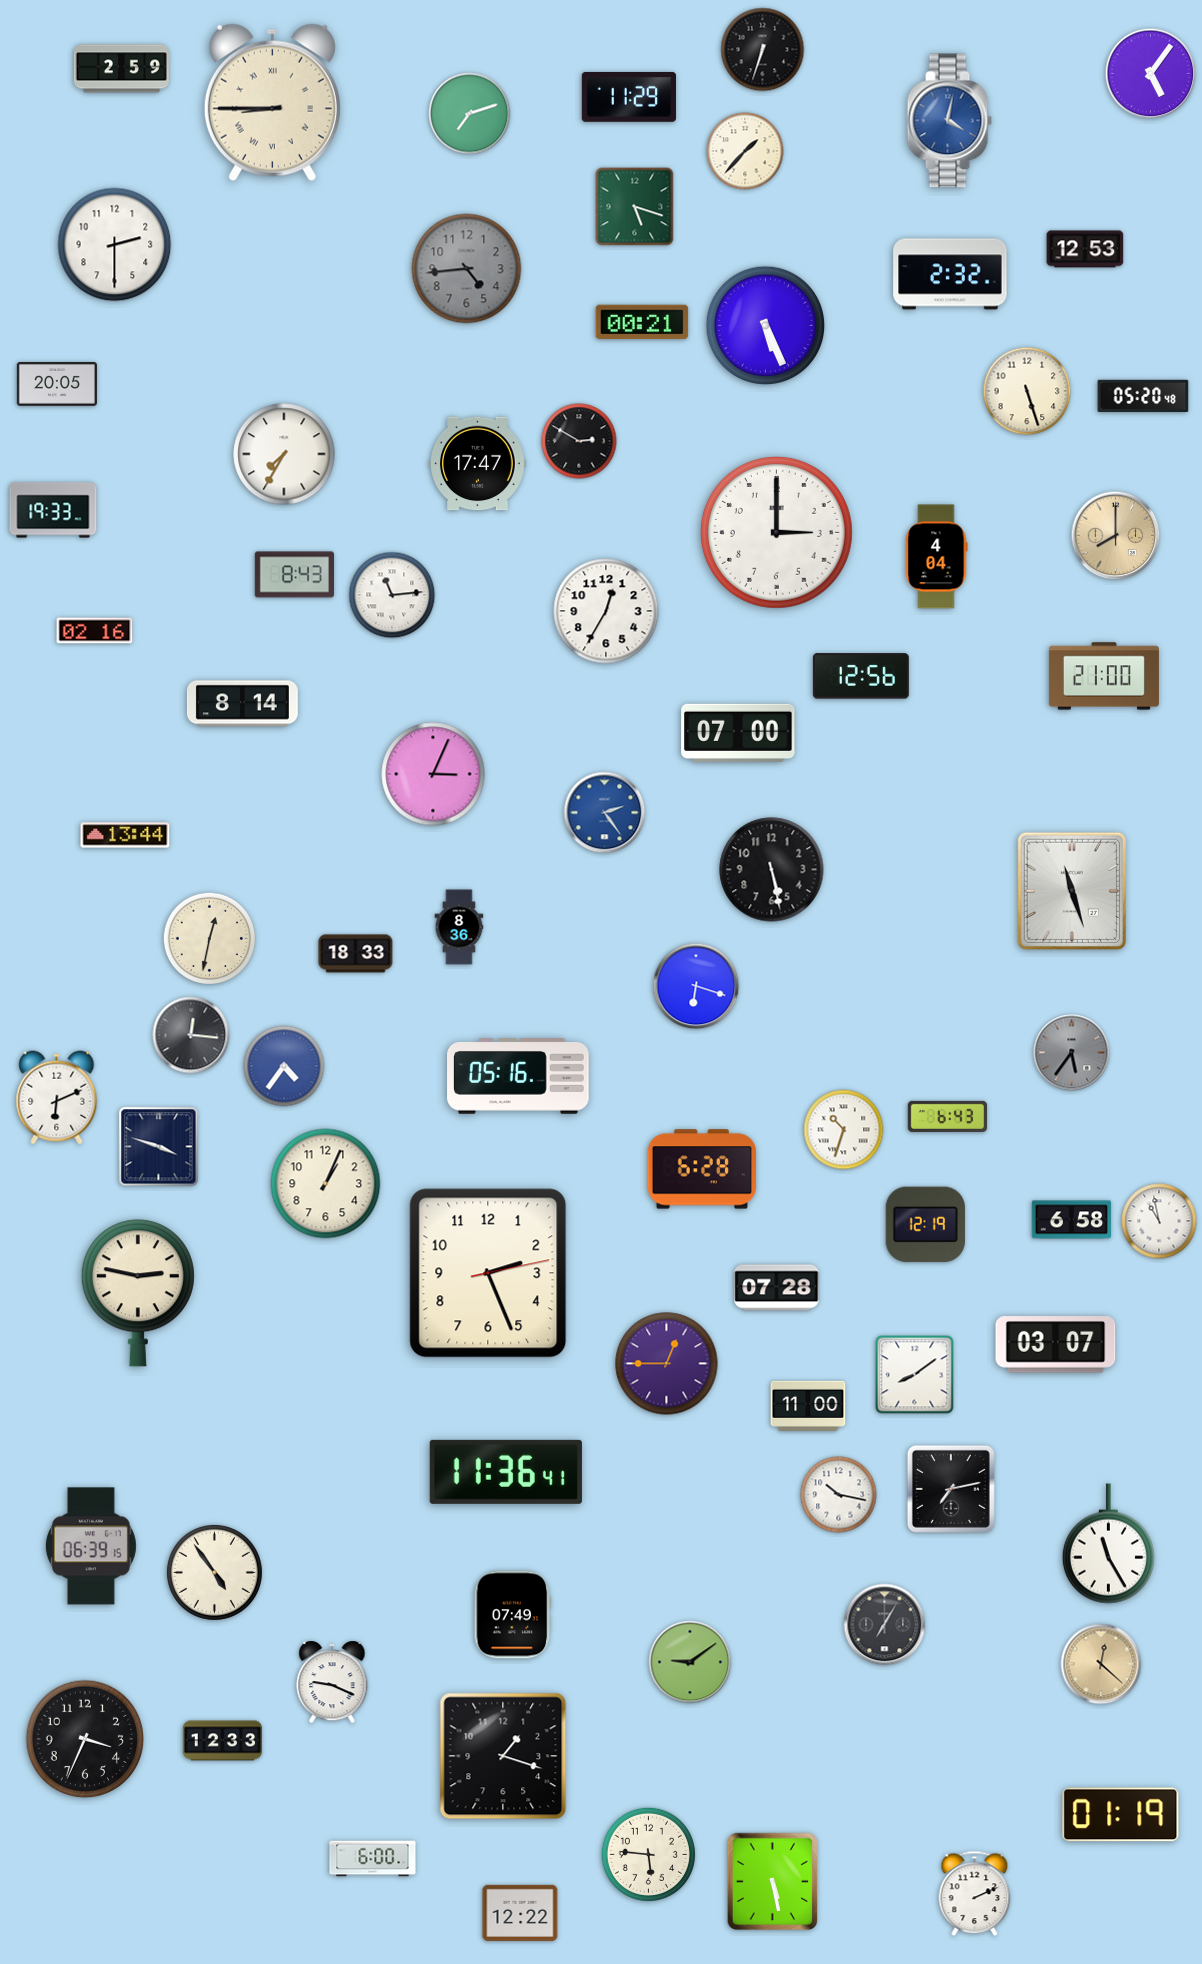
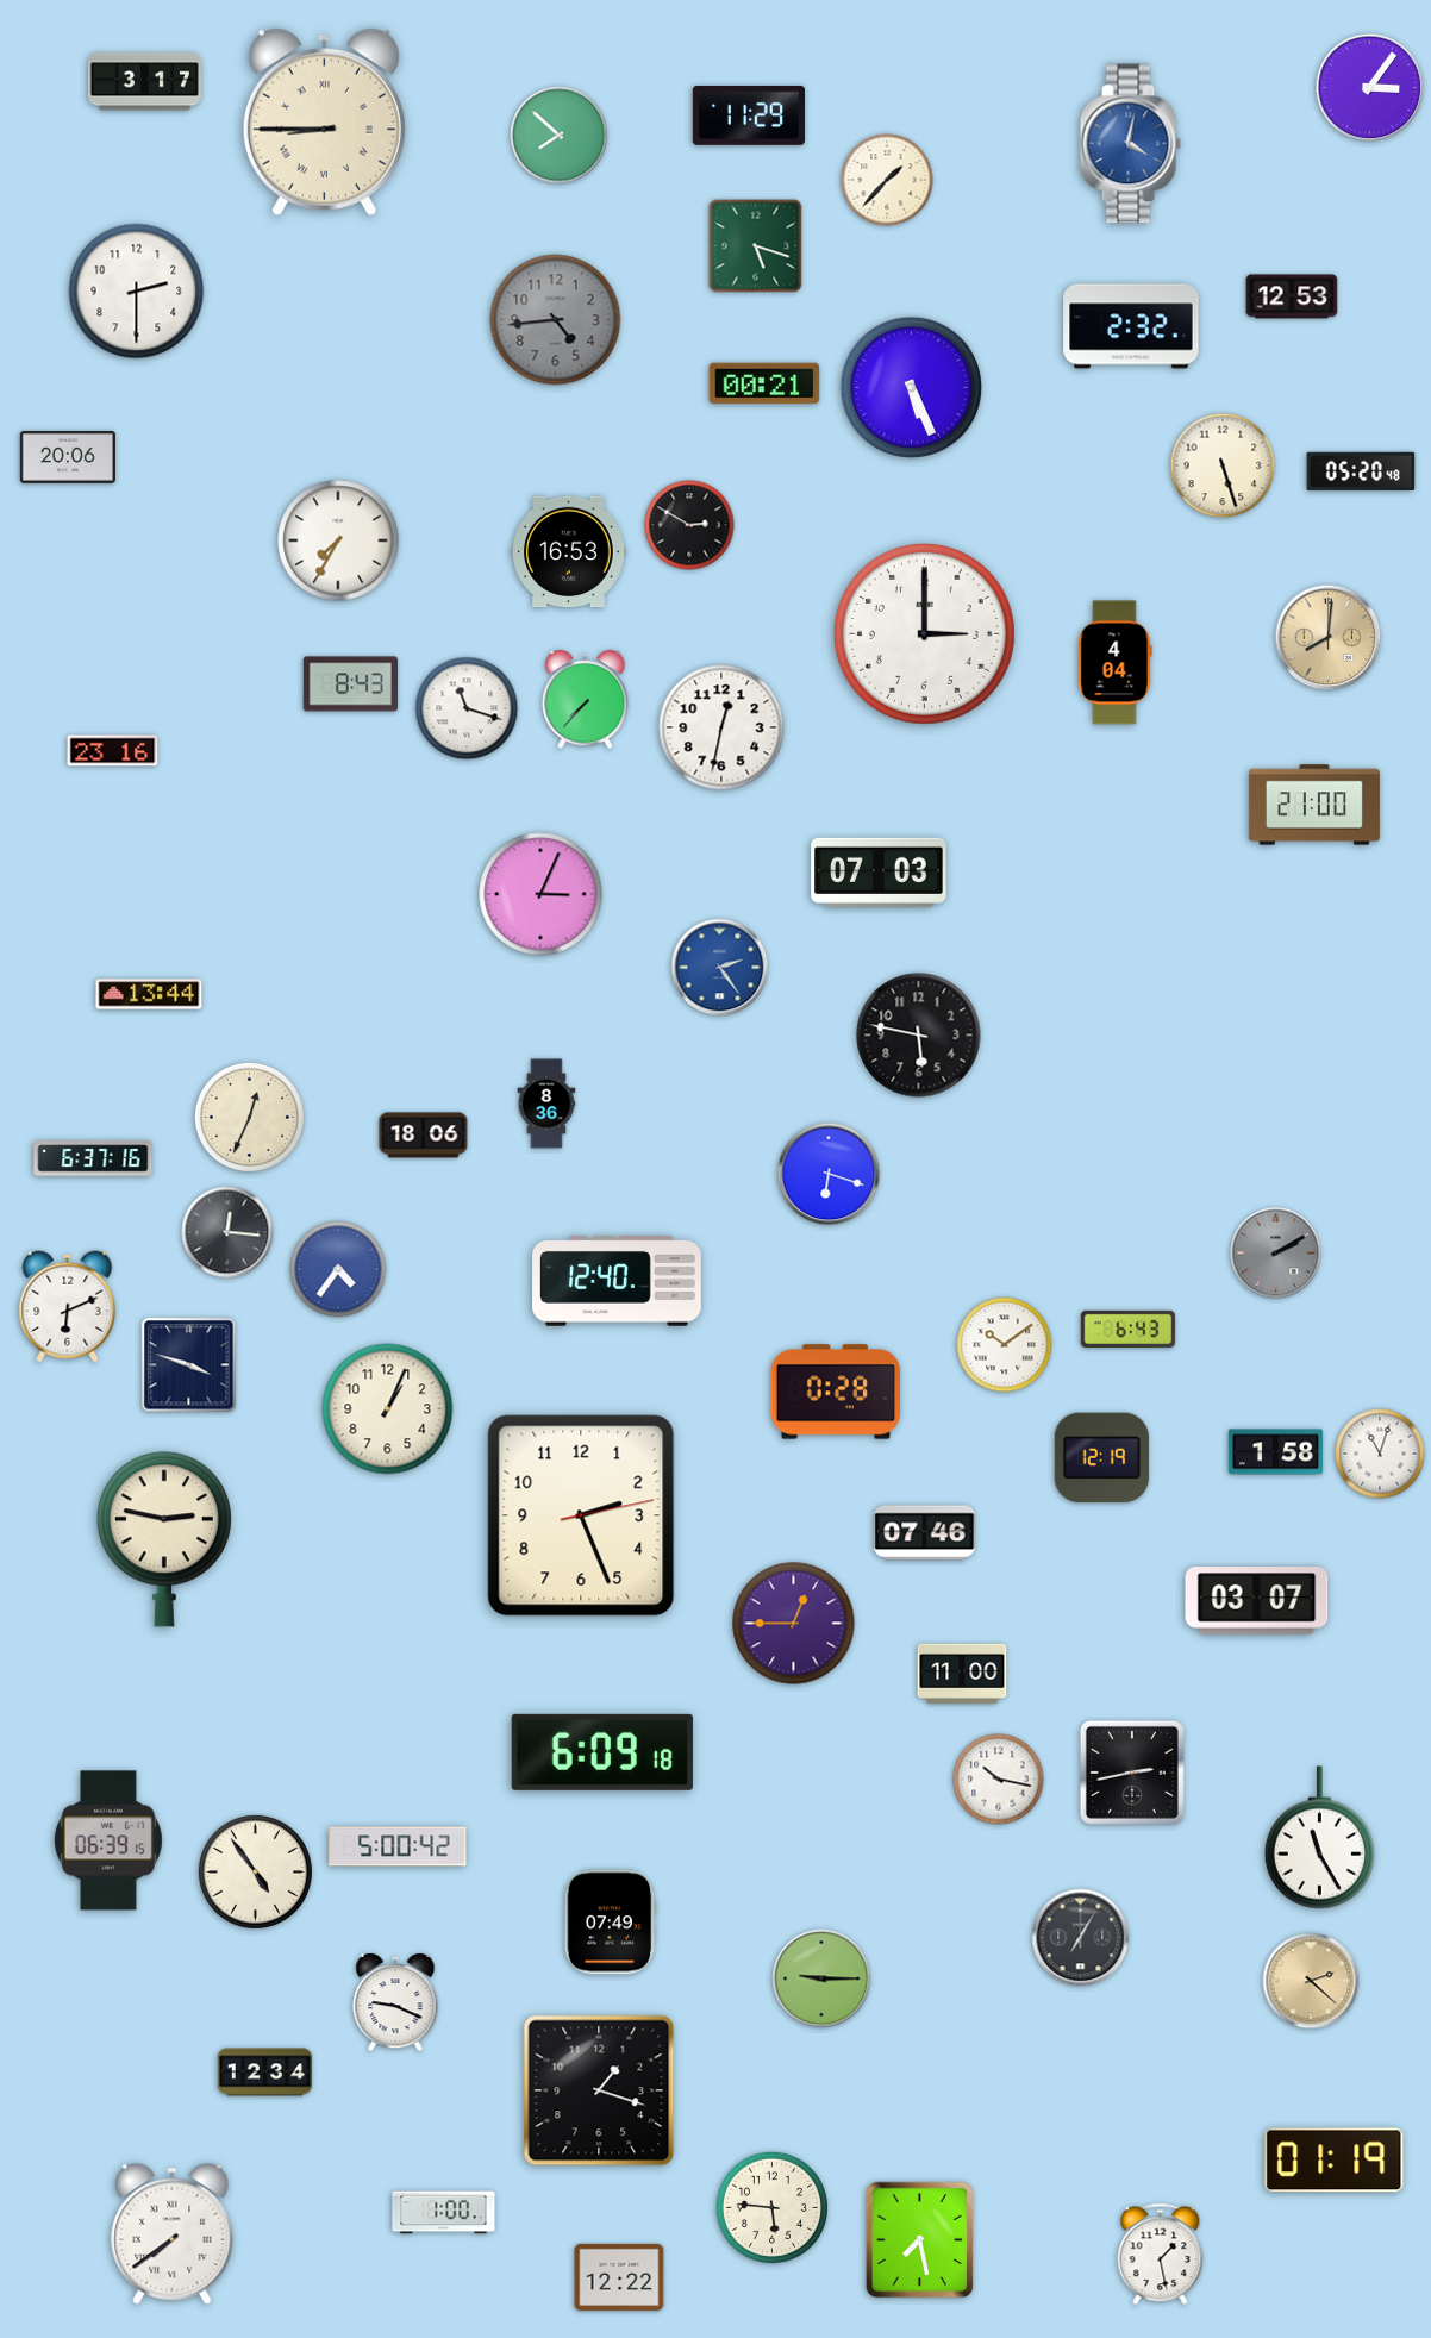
clock at (763, 50): 6:33 -> none
clock at (121, 69): 2:59 -> 3:17
clock at (1151, 74): 5:06 -> 3:06
clock at (470, 114): 7:12 -> 7:52
clock at (57, 385): 20:05 -> 20:06
clock at (478, 464): 17:47 -> 16:53
clock at (53, 510): 19:33 -> none
clock at (1116, 536): 8:00 -> 8:01
clock at (586, 701): none -> 7:37
clock at (392, 595): 11:14 -> 11:18
clock at (606, 611): 12:35 -> 12:32
clock at (95, 631): 02:16 -> 23:16
clock at (861, 676): 12:56 -> none
clock at (242, 704): 8:14 -> none
clock at (738, 733): 07:00 -> 07:03
clock at (433, 774) position: (433, 774) -> (540, 894)
clock at (772, 870): 5:28 -> 5:47
clock at (1072, 891): 11:27 -> none
clock at (209, 938): 12:32 -> 12:34
clock at (356, 954): 18:33 -> 18:06
clock at (93, 1158): none -> 6:37
clock at (1072, 1053): 5:36 -> 2:10
clock at (518, 1077): 05:16 -> 12:40
clock at (844, 1130): 10:33 -> 10:09
clock at (701, 1169): 6:28 -> 0:28
clock at (1072, 1220): 6:58 -> 1:58
clock at (1159, 1221): 10:58 -> 11:03
clock at (777, 1288): 07:28 -> 07:46
clock at (915, 1375): 8:09 -> none
clock at (506, 1472): 11:36 -> 6:09
clock at (951, 1489): 7:13 -> 2:43
clock at (398, 1846): none -> 5:00
clock at (885, 1625) position: (885, 1625) -> (1081, 1938)
clock at (690, 1662): 9:09 -> 9:15
clock at (1101, 1664): 12:22 -> 2:22
clock at (85, 1739): 3:34 -> none
clock at (223, 1741): 12:33 -> 12:34
clock at (373, 1859): 6:00 -> 1:00
clock at (173, 2233): none -> 7:39
clock at (773, 1882): 5:28 -> 7:28
clock at (975, 1894): 2:11 -> 1:28
